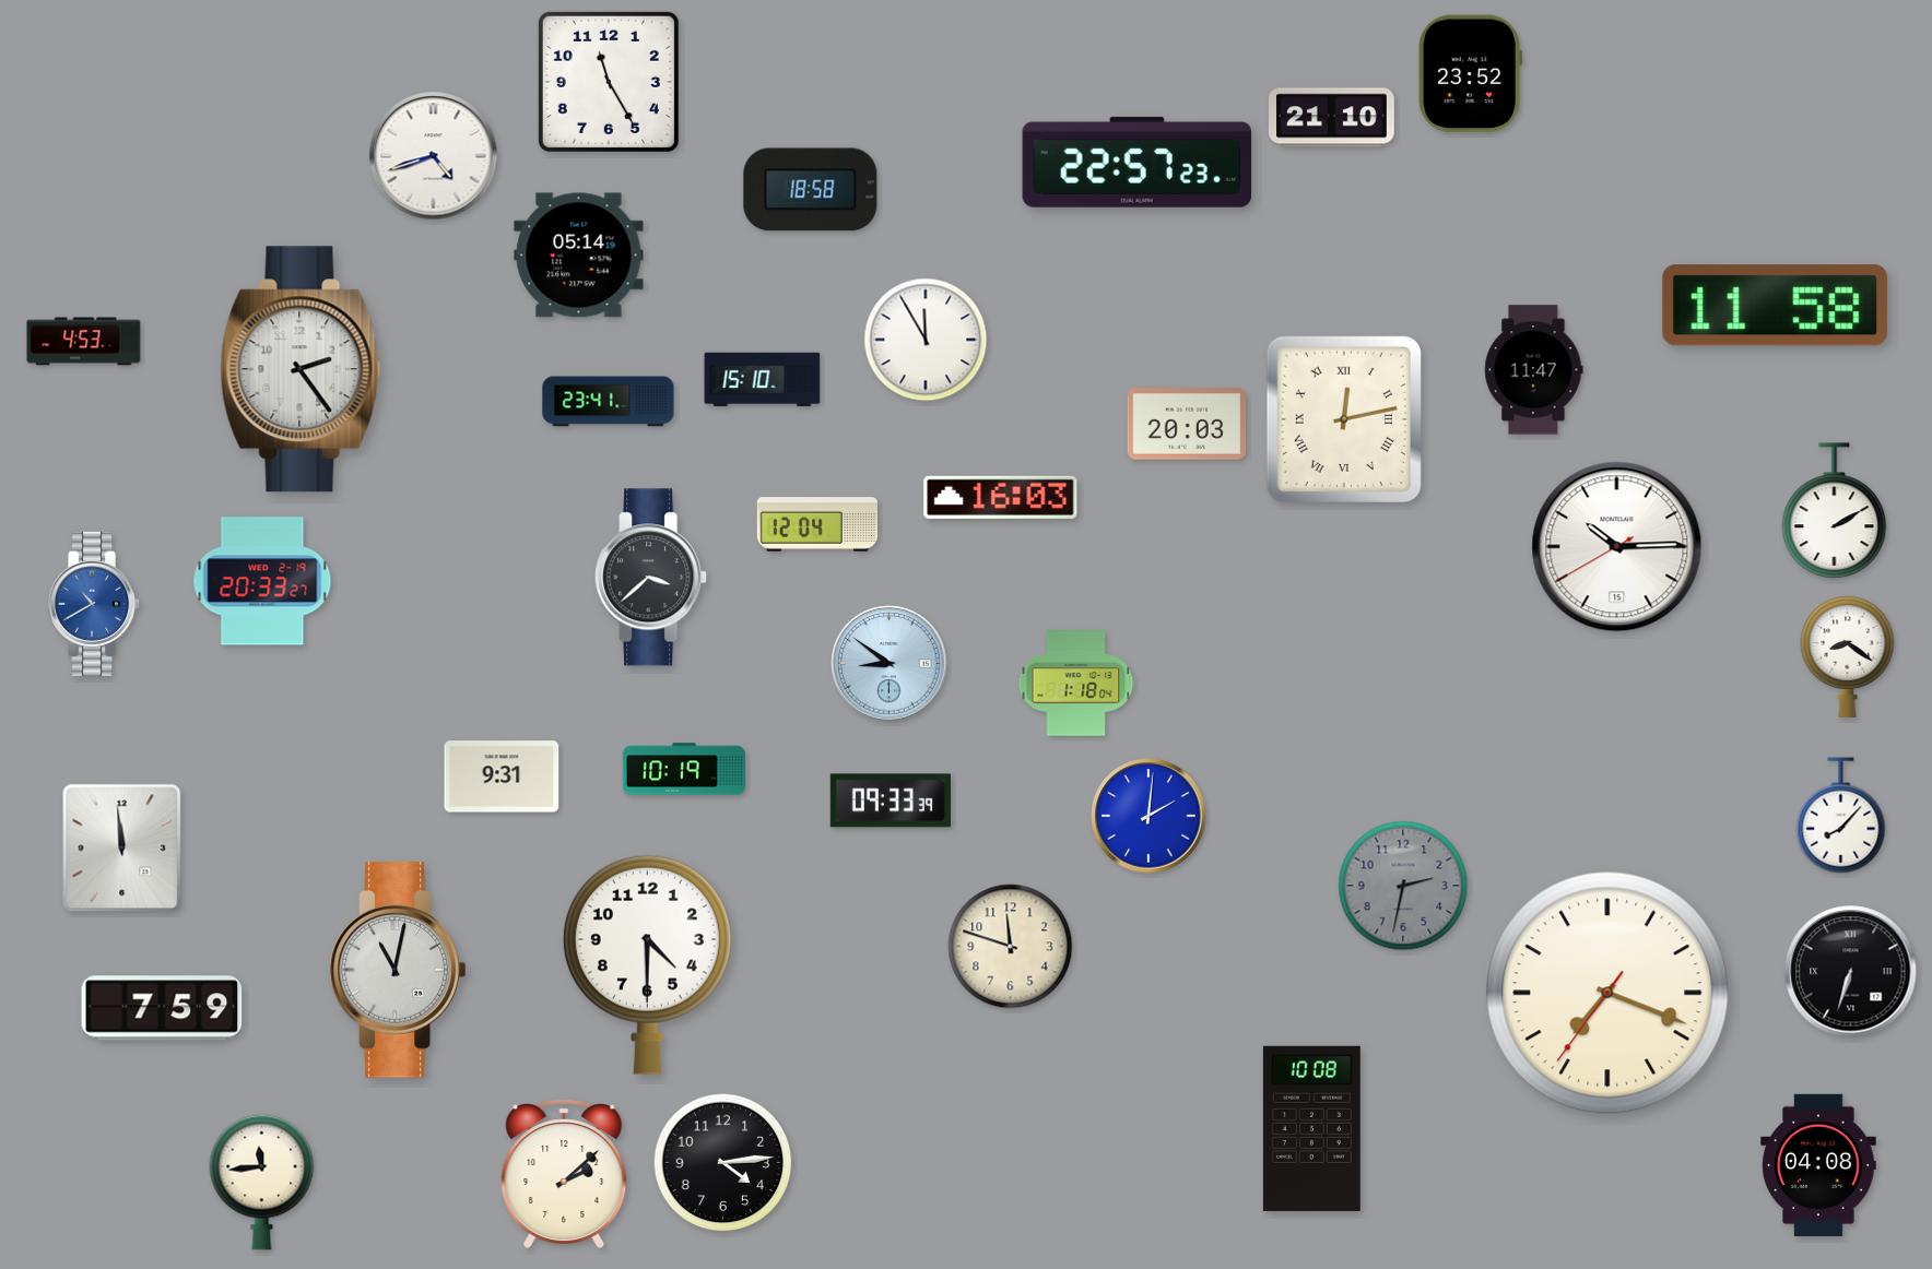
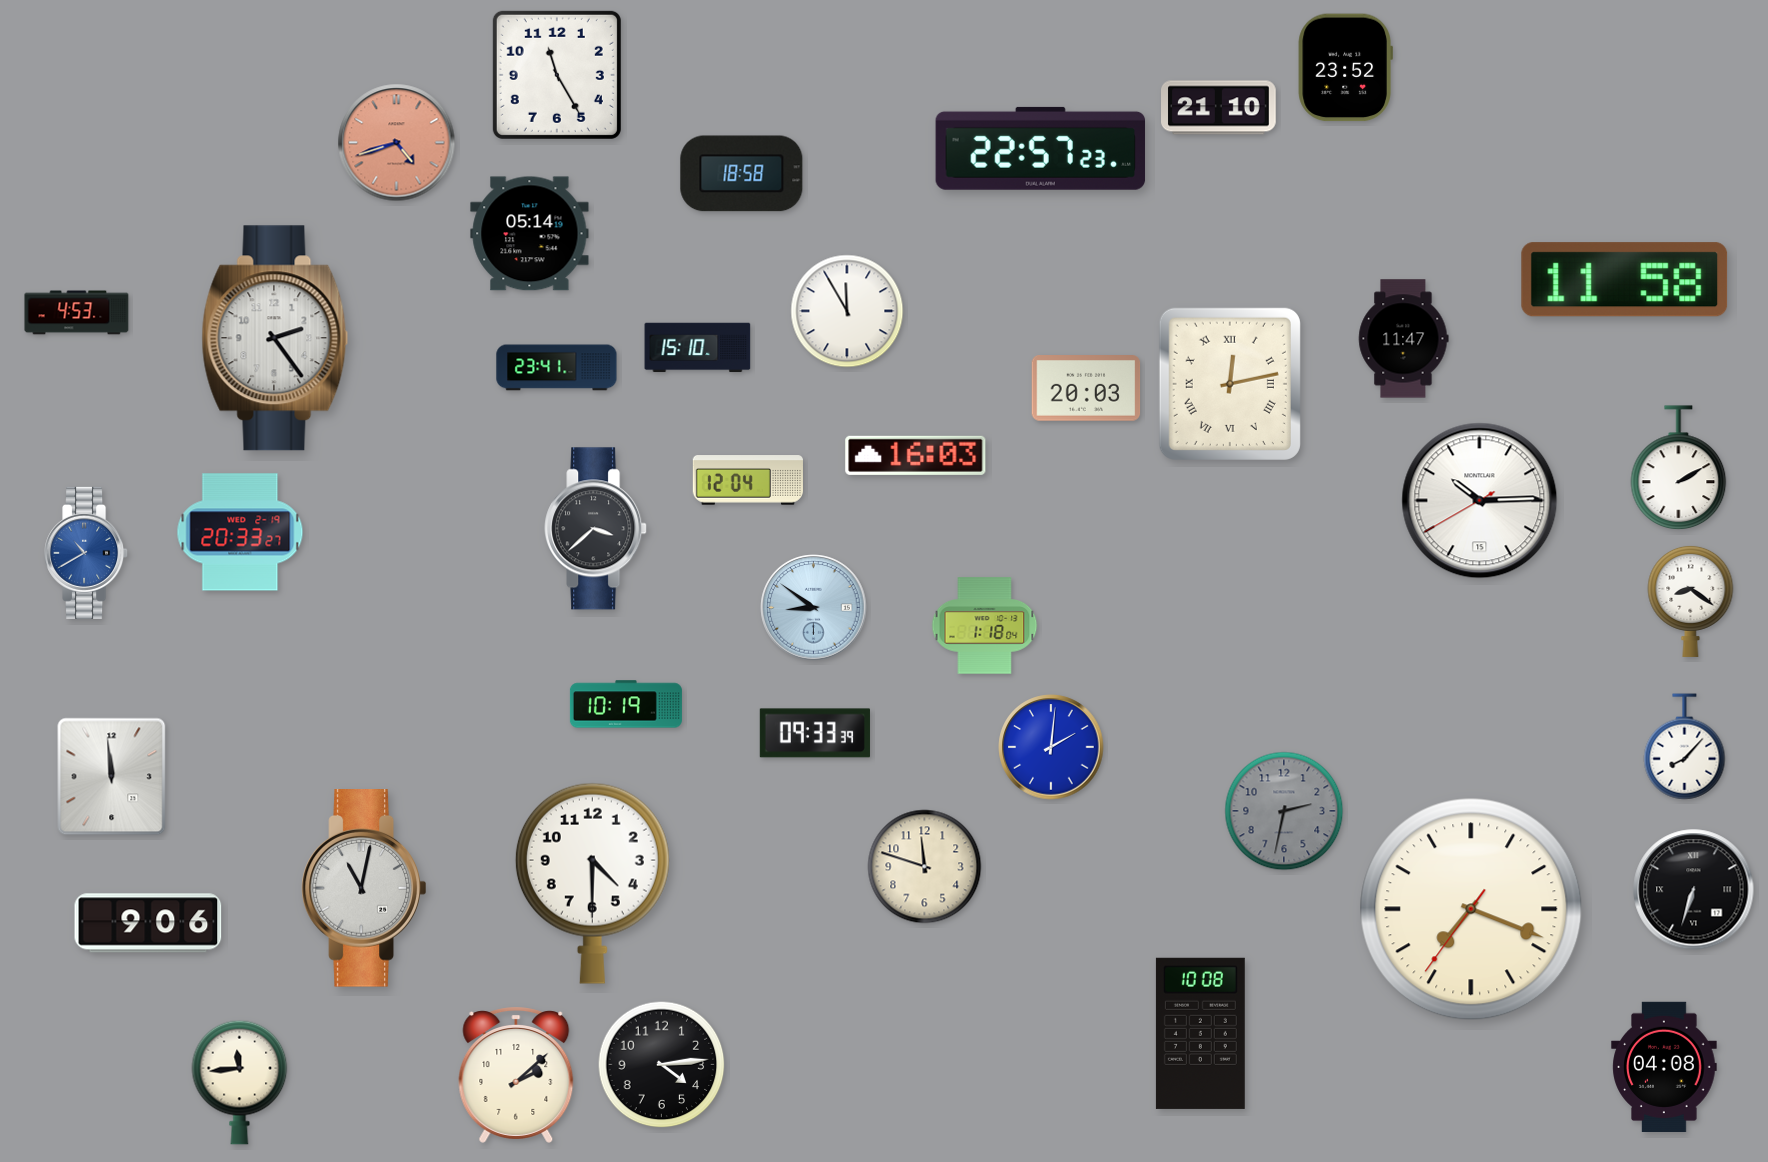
clock at (434, 156) dial: white -> salmon
clock at (502, 776): 9:31 -> none
clock at (162, 1008): 7:59 -> 9:06
